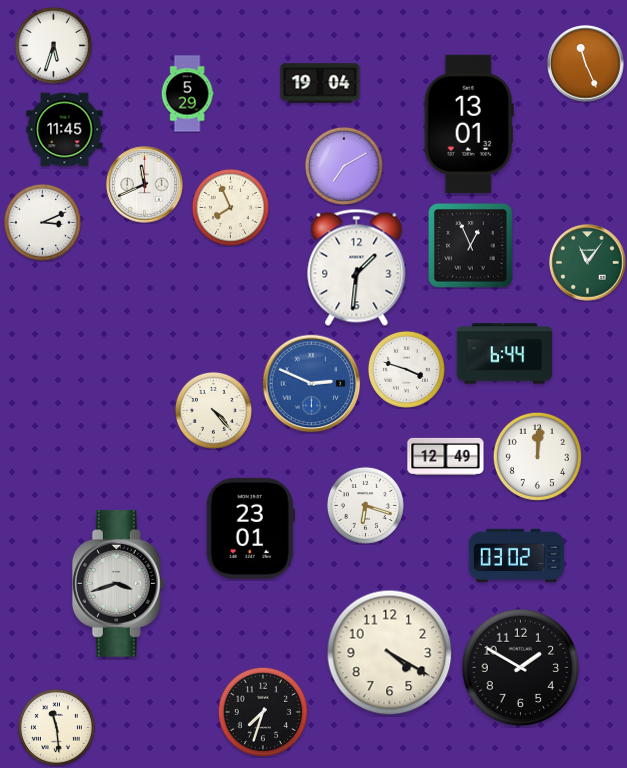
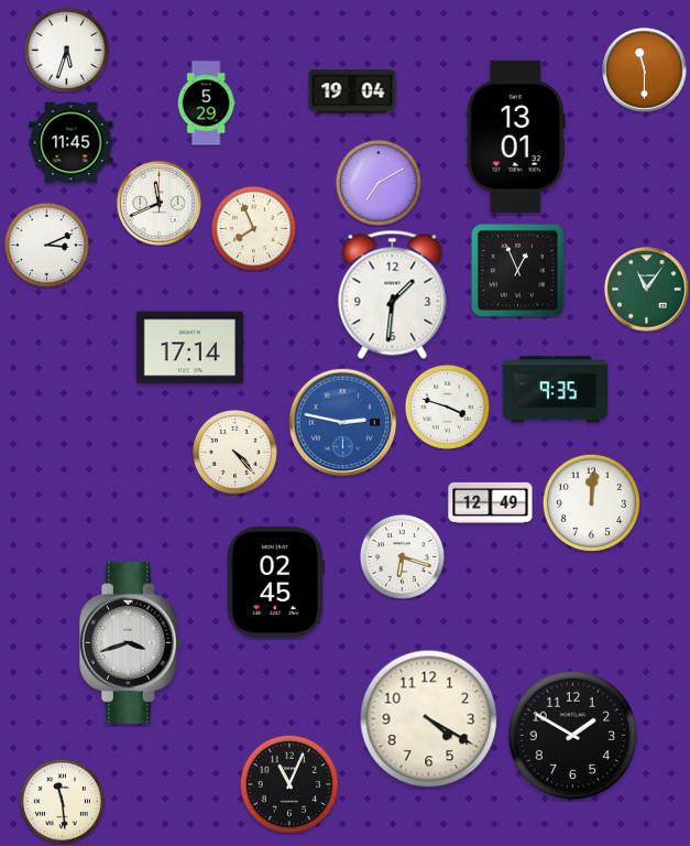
clock at (53, 45) position: (53, 45) -> (66, 50)
clock at (586, 64): 11:26 -> 11:30
clock at (189, 348): none -> 17:14
clock at (505, 354): 6:44 -> 9:35
clock at (312, 384): 2:49 -> 2:47
clock at (250, 528): 23:01 -> 02:45
clock at (517, 556): 03:02 -> none
clock at (263, 712): 7:33 -> 11:04
